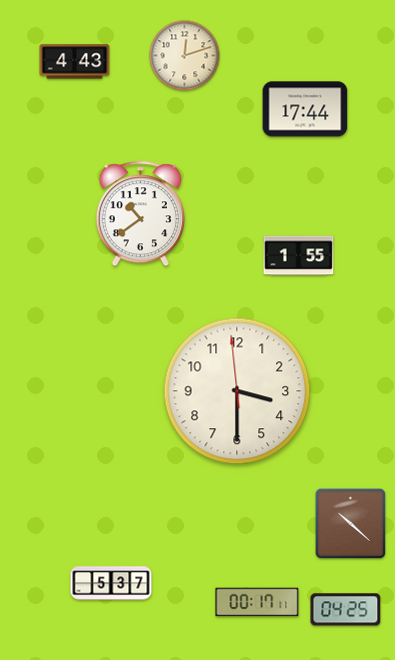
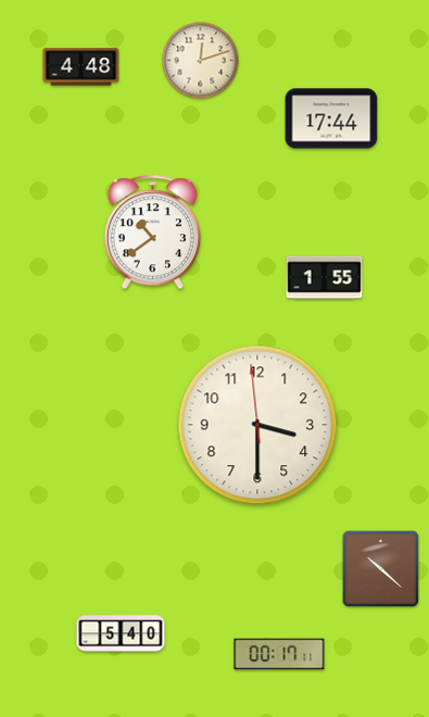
clock at (75, 62): 4:43 -> 4:48
clock at (111, 583): 5:37 -> 5:40
clock at (346, 610): 04:25 -> none
